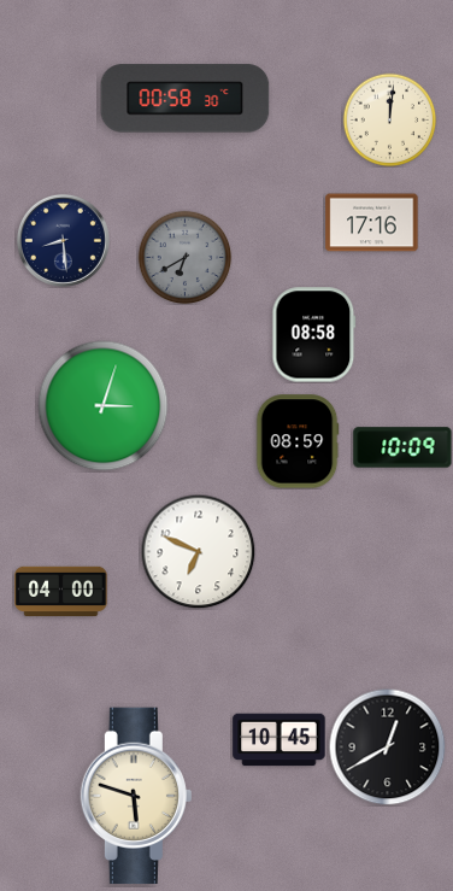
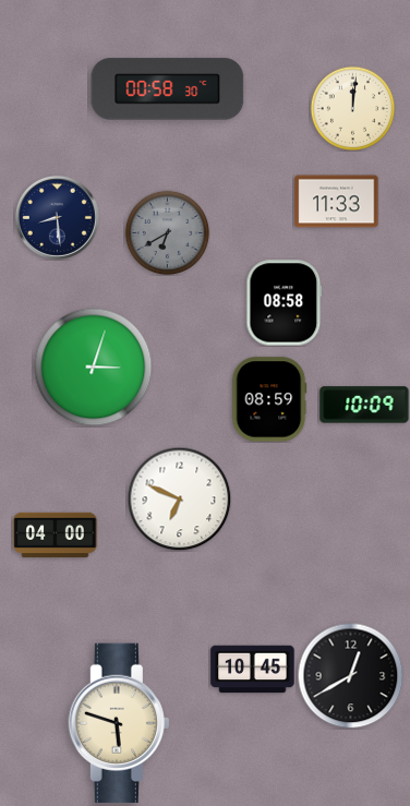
clock at (372, 223): 17:16 -> 11:33
clock at (136, 796) position: (136, 796) -> (119, 723)
